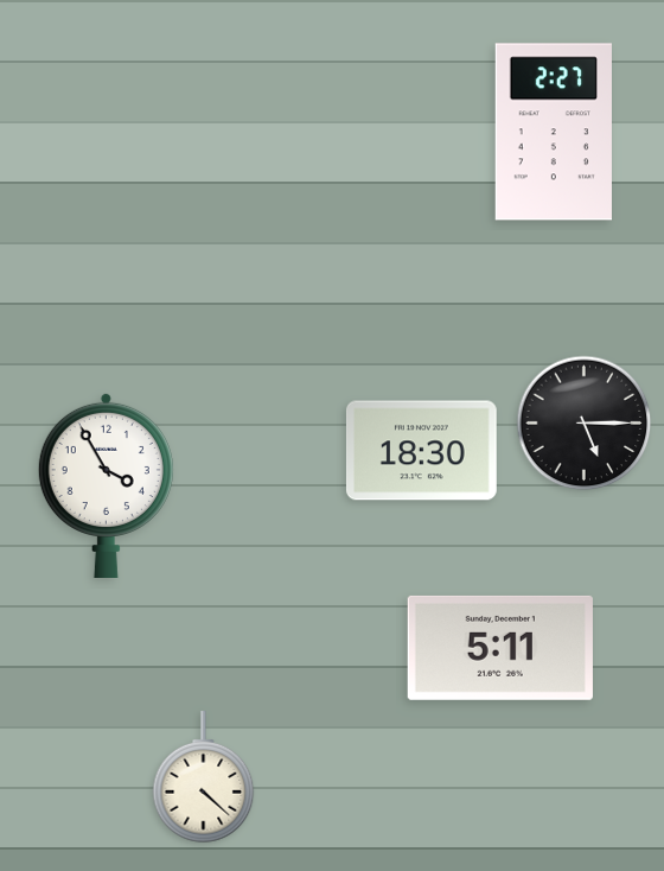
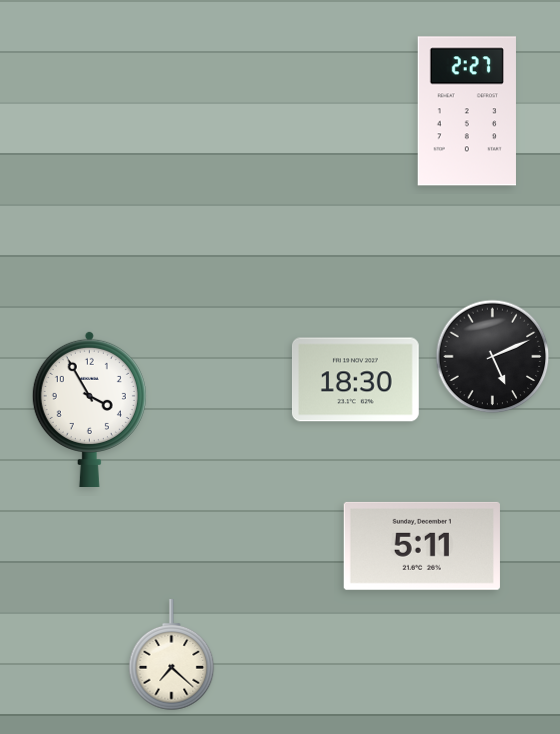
clock at (585, 424): 5:15 -> 5:11
clock at (204, 777): 4:22 -> 7:22
